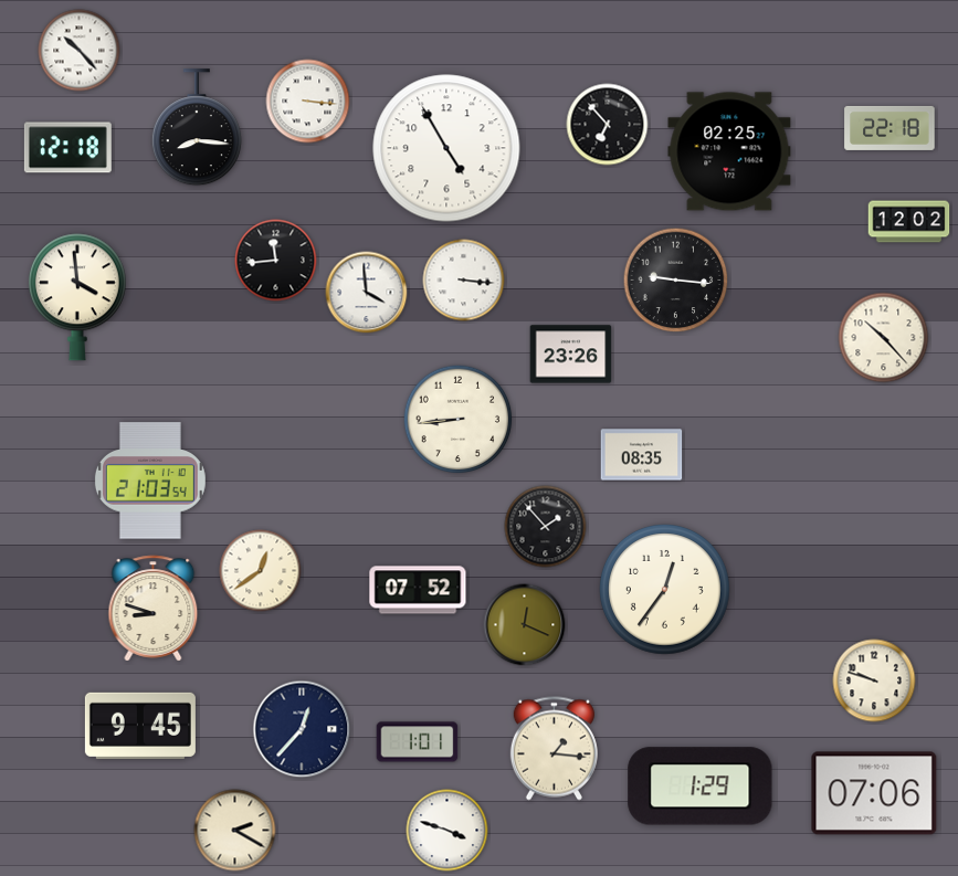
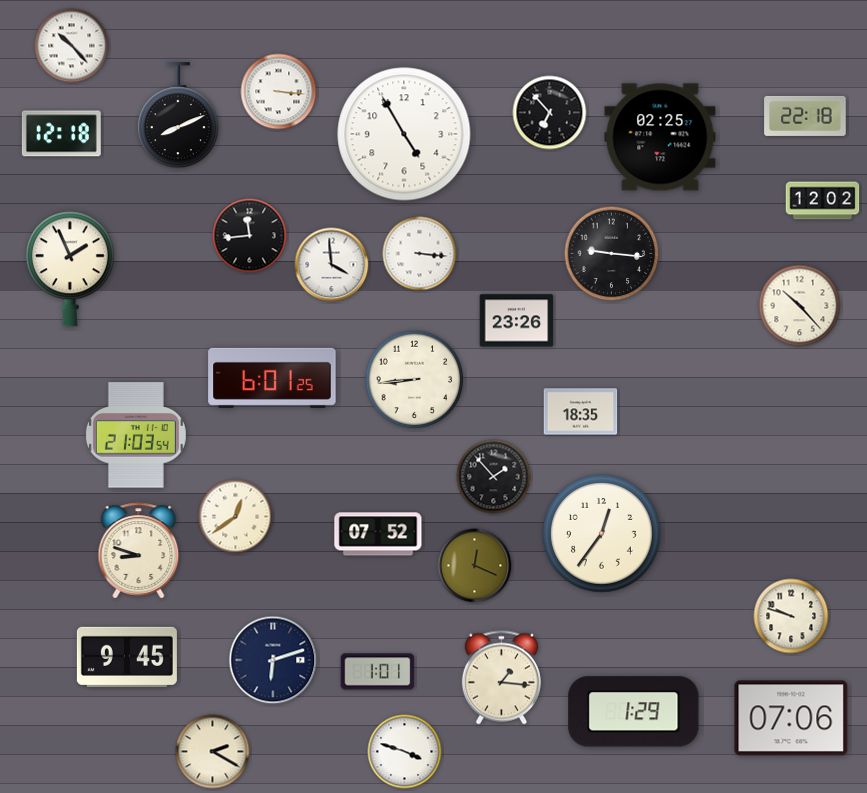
clock at (197, 128): 8:16 -> 8:11
clock at (77, 297): 3:59 -> 1:56
clock at (272, 378): none -> 6:01
clock at (642, 455): 08:35 -> 18:35
clock at (302, 729): 12:37 -> 6:12
